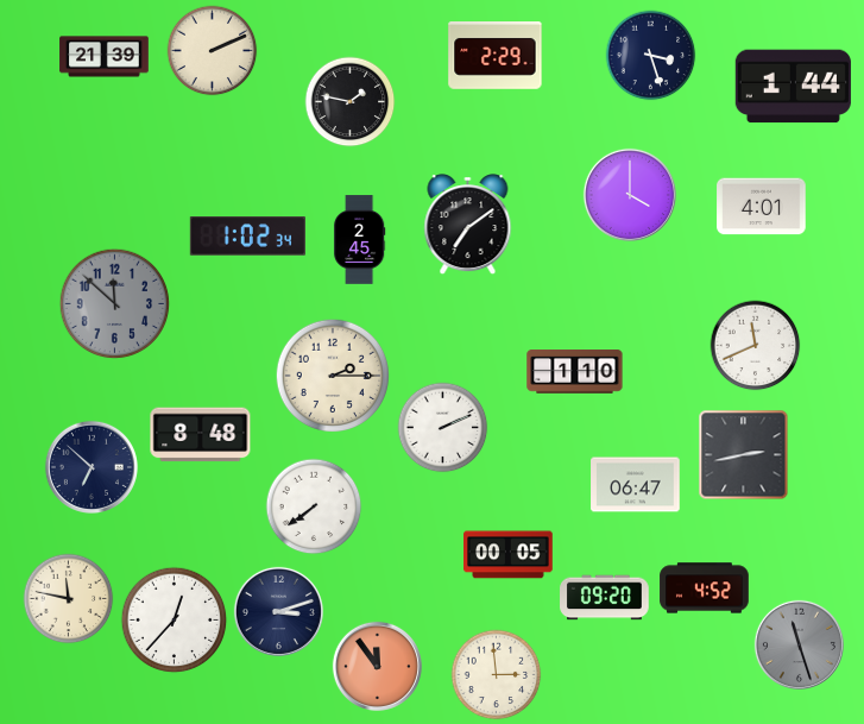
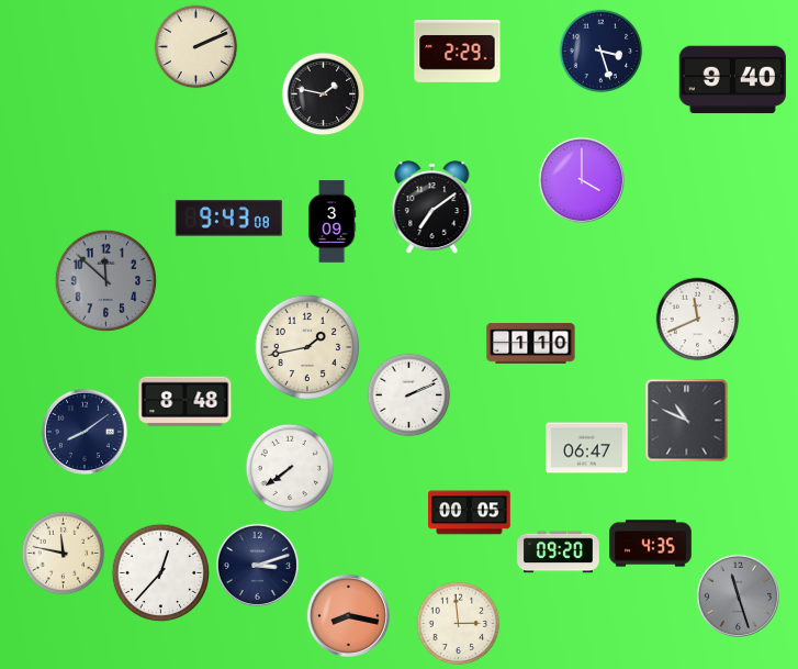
clock at (105, 57): 21:39 -> none
clock at (793, 87): 1:44 -> 9:40
clock at (762, 207): 4:01 -> none
clock at (247, 237): 1:02 -> 9:43
clock at (359, 240): 2:45 -> 3:09
clock at (333, 376): 2:15 -> 1:43
clock at (744, 455): 2:43 -> 10:49
clock at (92, 467): 6:52 -> 8:09
clock at (705, 588): 4:52 -> 4:35
clock at (377, 666): 11:54 -> 8:17
